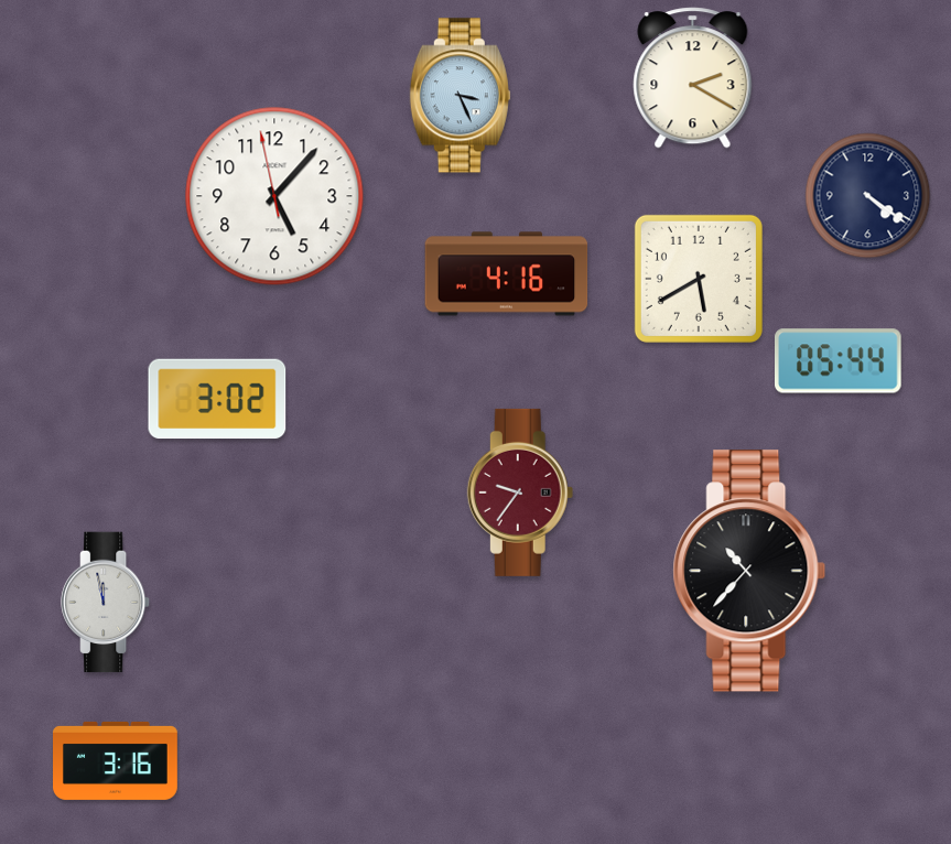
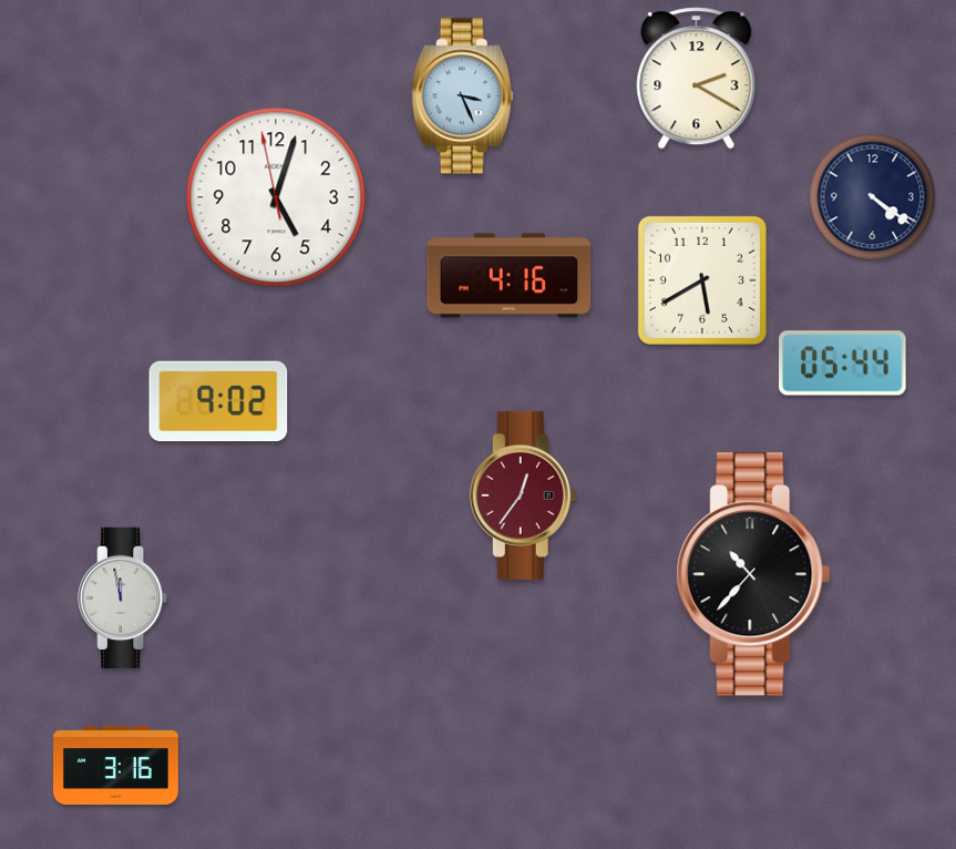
clock at (274, 196): 5:06 -> 5:02
clock at (217, 399): 3:02 -> 9:02
clock at (520, 493): 9:36 -> 12:36
clock at (106, 603) position: (106, 603) -> (123, 599)
